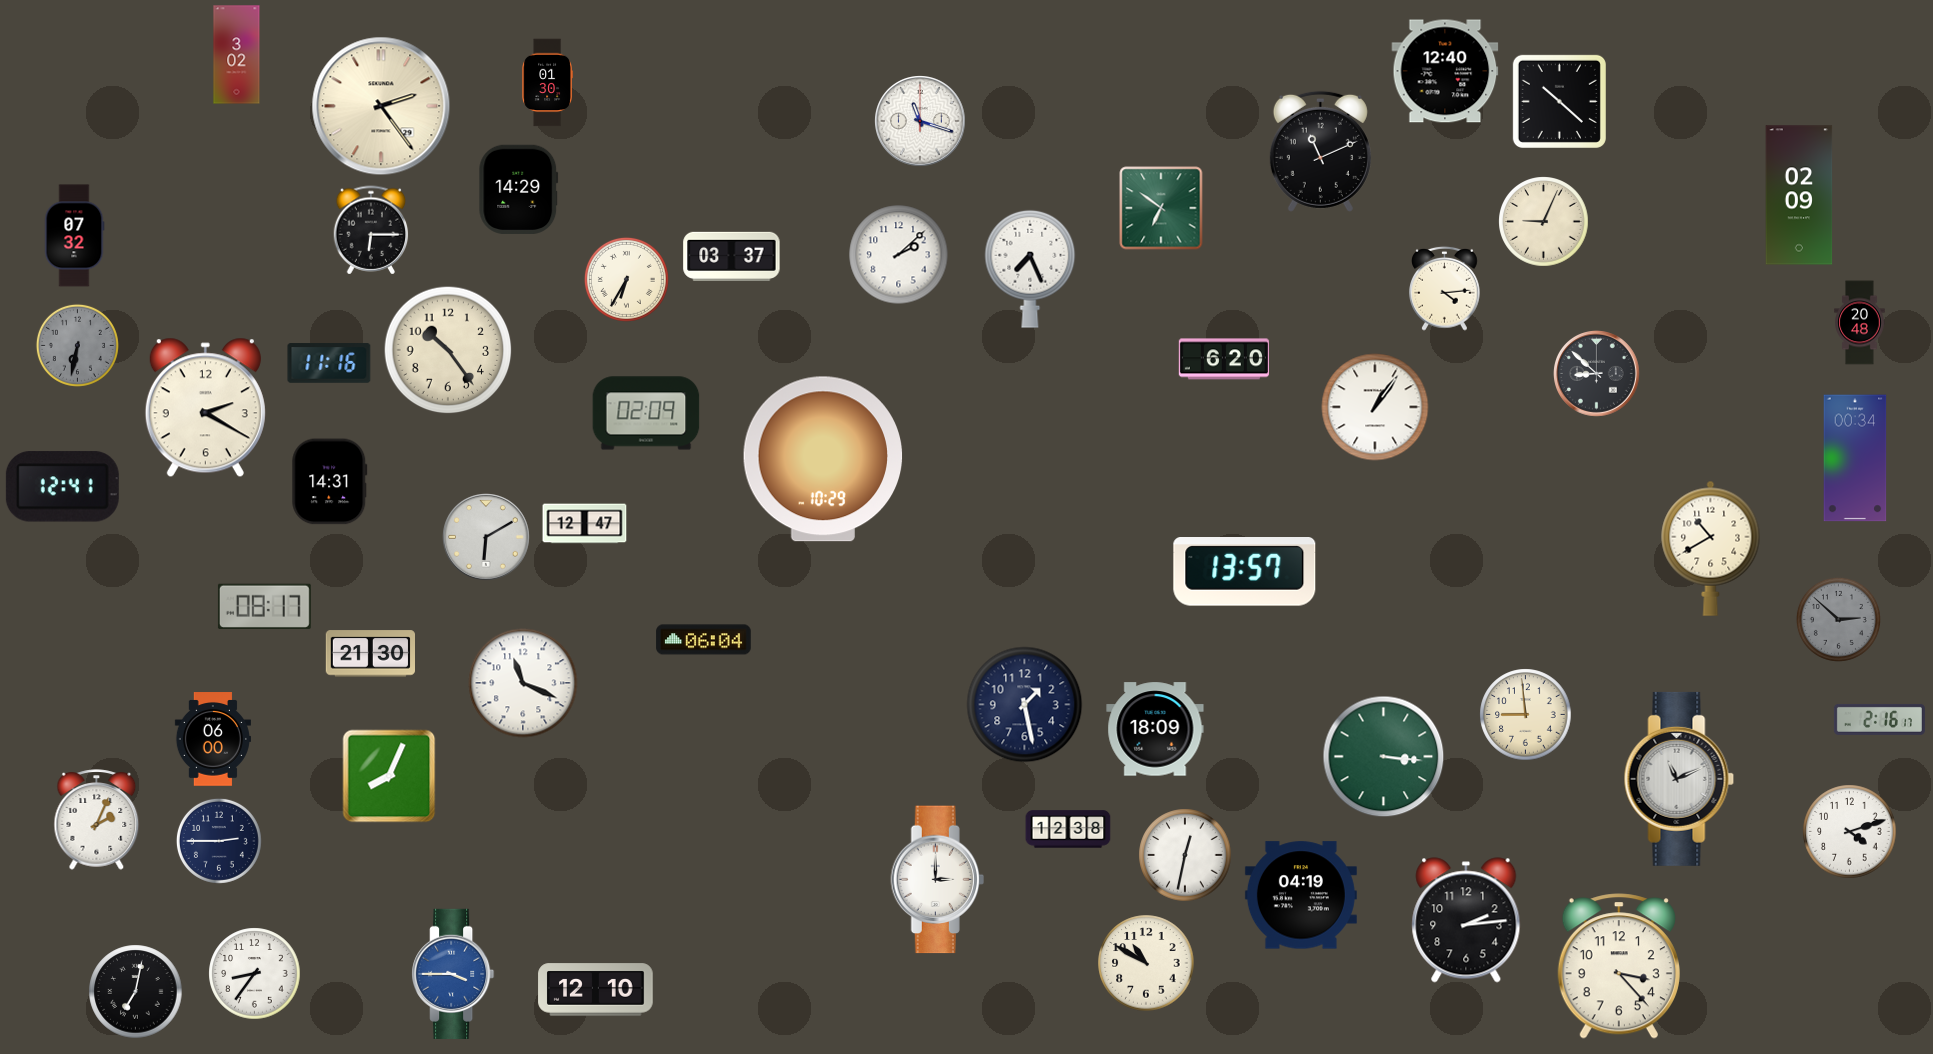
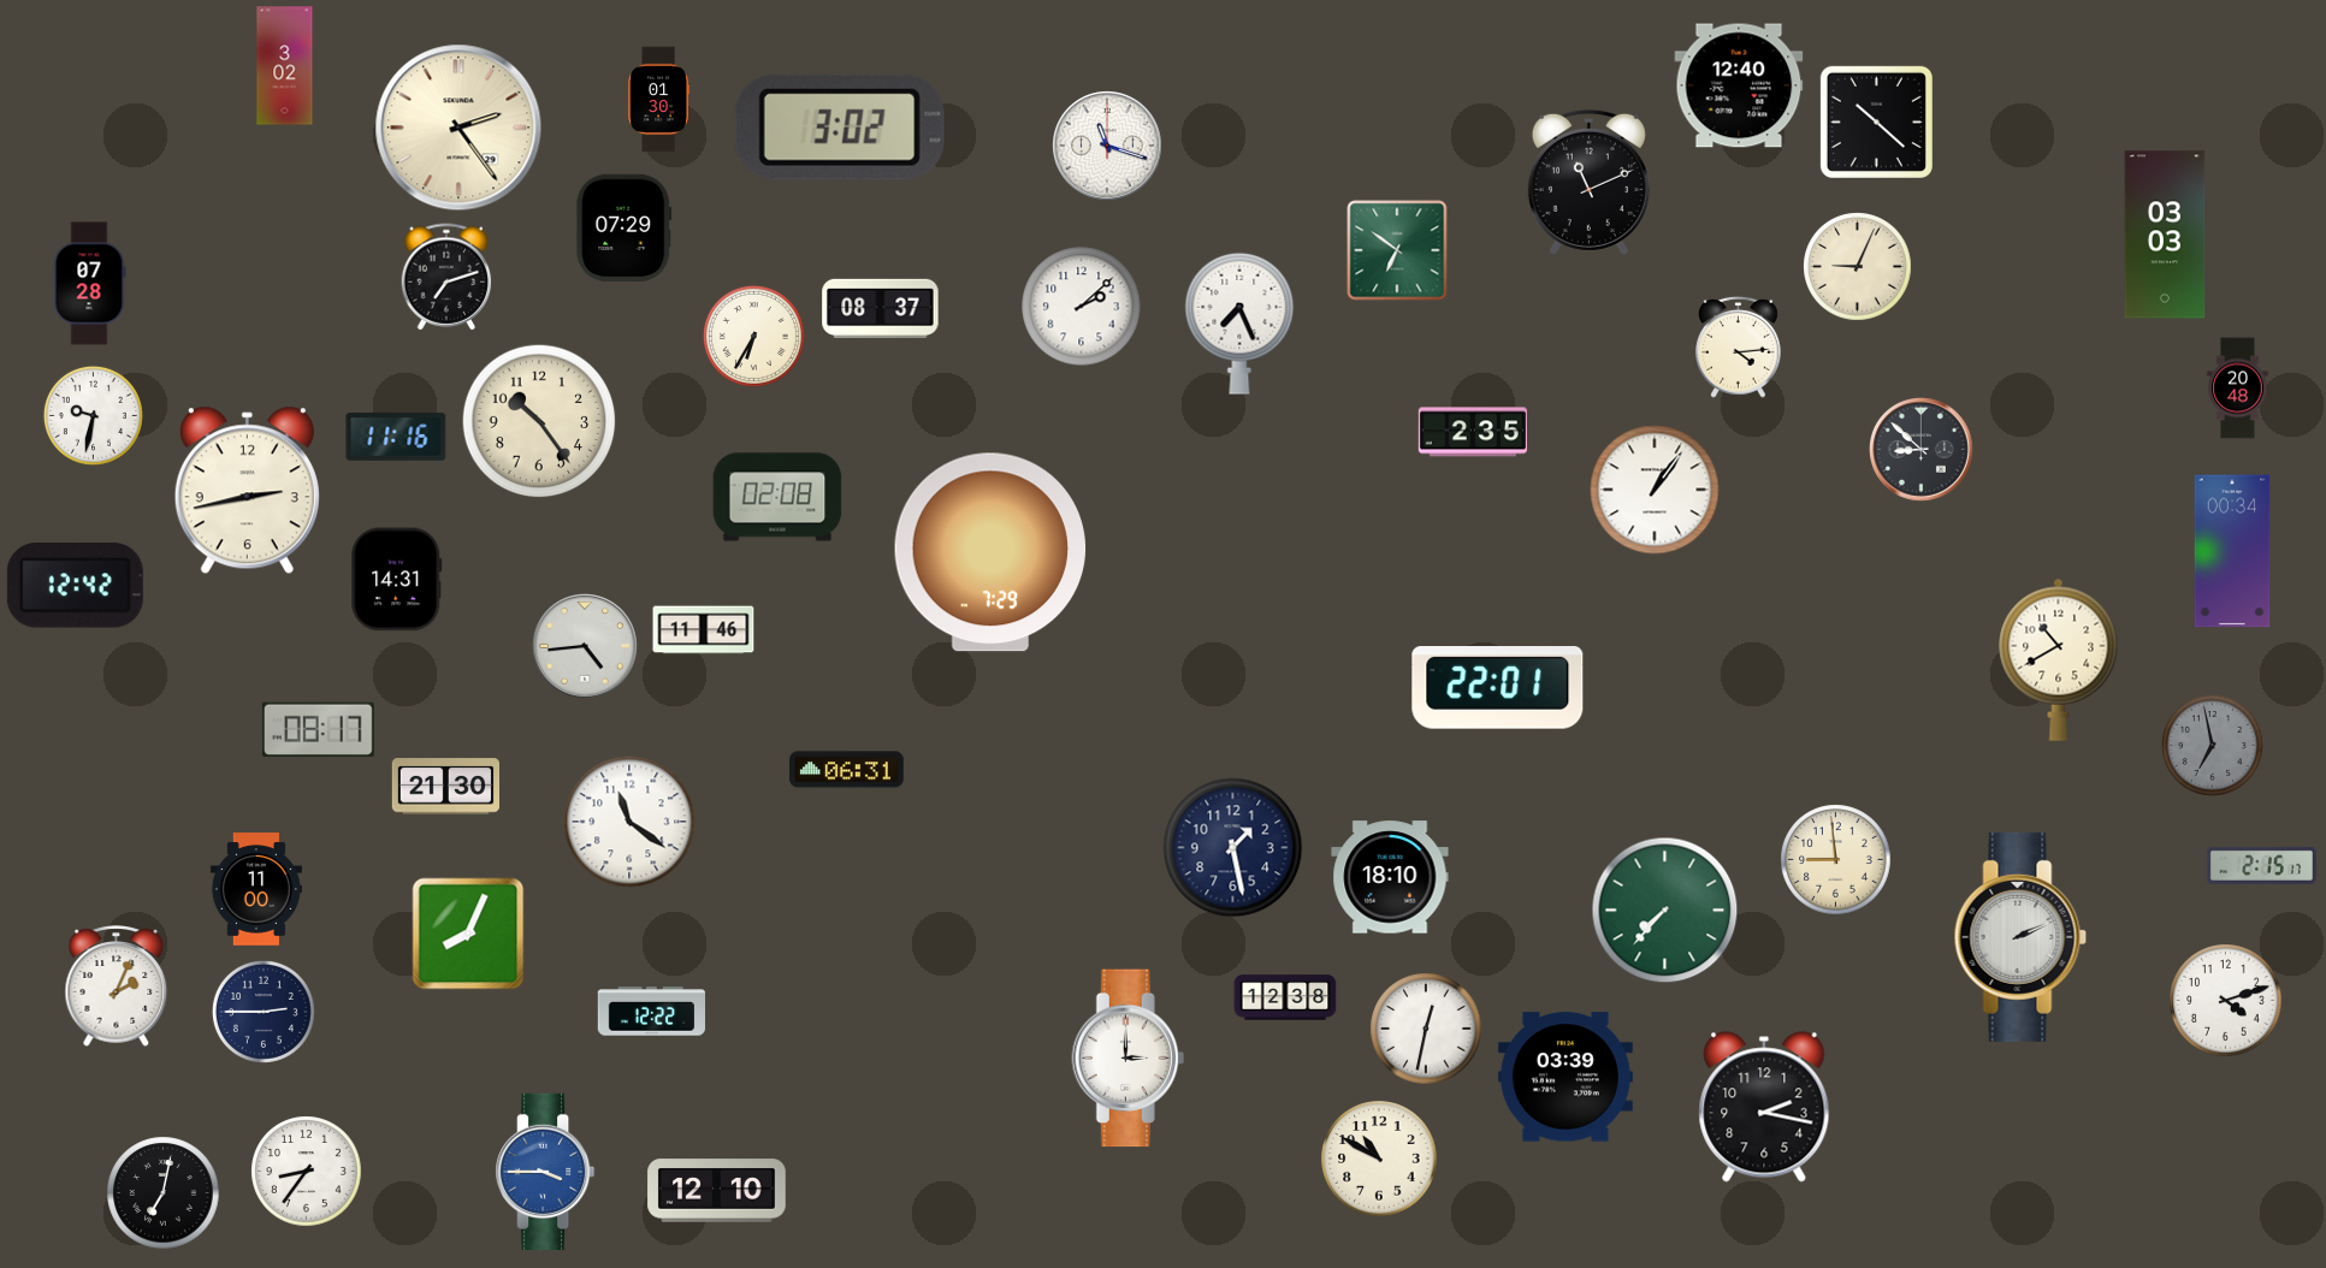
clock at (840, 128): none -> 3:02
clock at (519, 189): 14:29 -> 07:29
clock at (1799, 195): 02:09 -> 03:03
clock at (371, 230): 6:15 -> 7:12
clock at (74, 236): 07:32 -> 07:28
clock at (732, 256): 03:37 -> 08:37
clock at (77, 345): 6:32 -> 9:32
clock at (77, 345) dial: grey -> white
clock at (1224, 359): 6:20 -> 2:35
clock at (205, 408): 2:20 -> 2:43
clock at (646, 413): 02:09 -> 02:08
clock at (823, 459): 10:29 -> 7:29
clock at (62, 487): 12:41 -> 12:42
clock at (585, 524): 12:47 -> 11:46
clock at (487, 538): 6:10 -> 4:44
clock at (1245, 572): 13:57 -> 22:01
clock at (1838, 619): 2:52 -> 6:58
clock at (704, 640): 06:04 -> 06:31
clock at (523, 683): 11:19 -> 11:21
clock at (1879, 719): 2:16 -> 2:15
clock at (1155, 729): 18:09 -> 18:10
clock at (213, 739): 06:00 -> 11:00
clock at (1384, 757): 3:16 -> 7:37
clock at (1679, 779): 11:11 -> 2:11
clock at (651, 1012): none -> 12:22
clock at (1301, 895): 04:19 -> 03:39
clock at (1466, 920): 2:14 -> 2:17
clock at (1619, 966): 3:23 -> none
